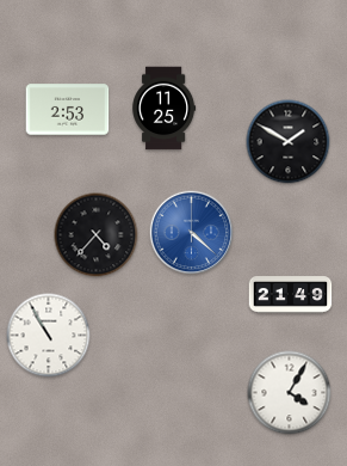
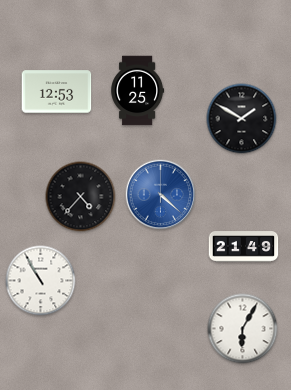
clock at (68, 110): 2:53 -> 12:53
clock at (290, 393): 4:05 -> 6:05
